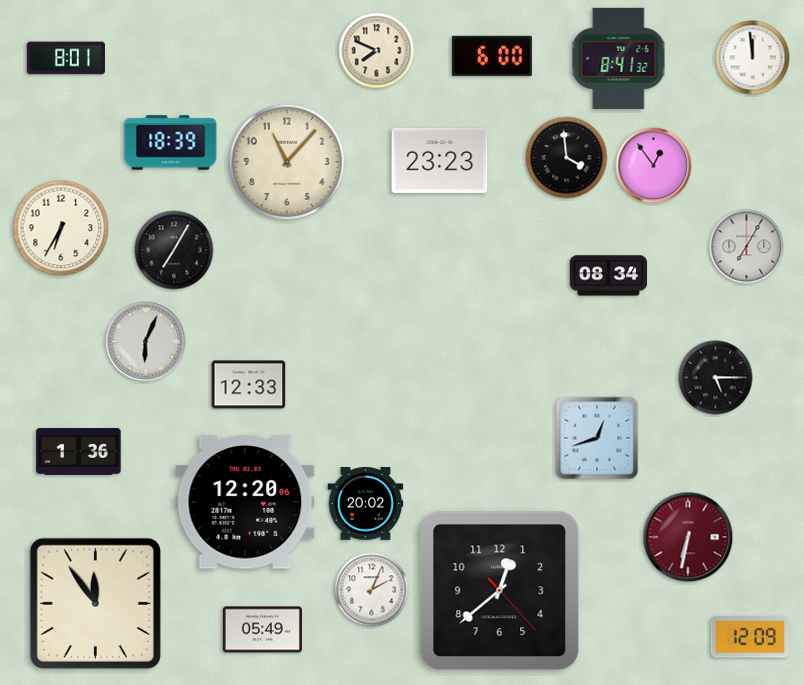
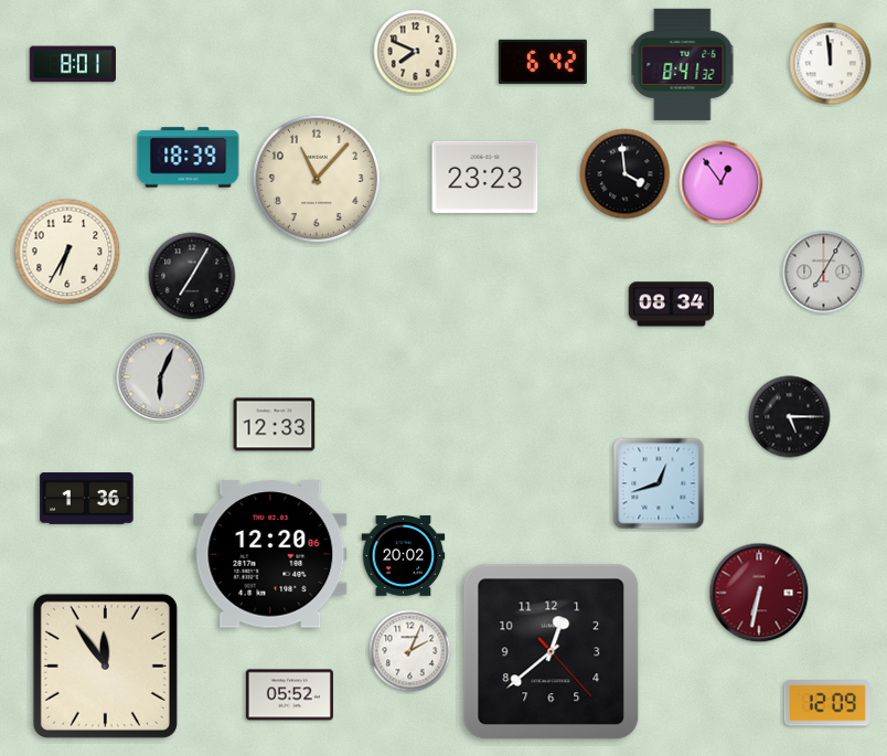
clock at (377, 51) position: (377, 51) -> (416, 52)
clock at (492, 56): 6:00 -> 6:42
clock at (262, 630): 05:49 -> 05:52
